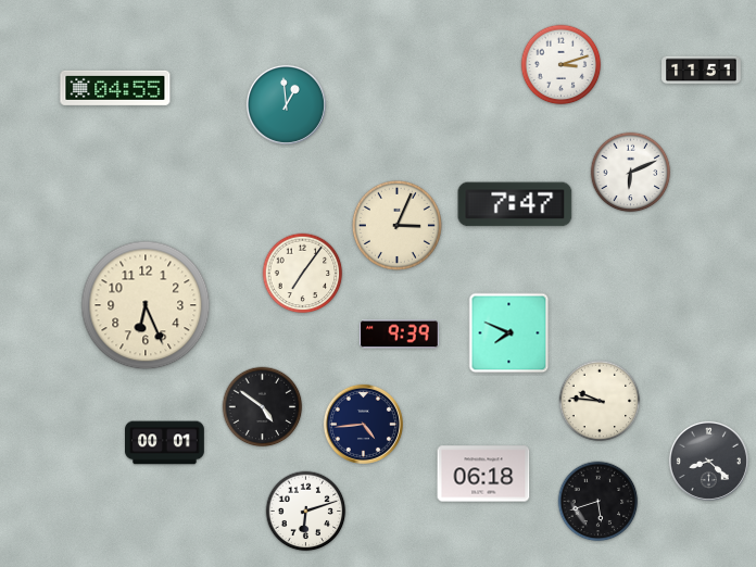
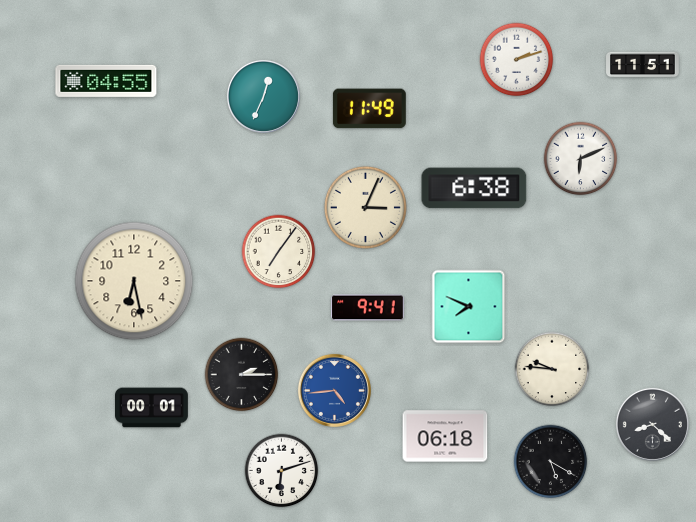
clock at (562, 65): 3:12 -> 2:12
clock at (702, 71) position: (702, 71) -> (643, 65)
clock at (286, 104): 12:59 -> 12:34
clock at (369, 109): none -> 11:49
clock at (515, 204): 7:47 -> 6:38
clock at (146, 305): 6:26 -> 6:28
clock at (400, 335): 9:39 -> 9:41
clock at (263, 407): 4:51 -> 2:15
clock at (363, 424) dial: navy -> blue
clock at (598, 502): 5:42 -> 5:20
